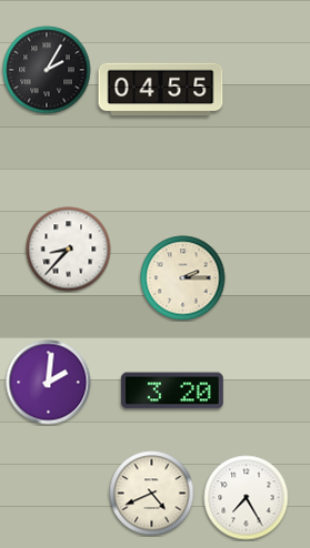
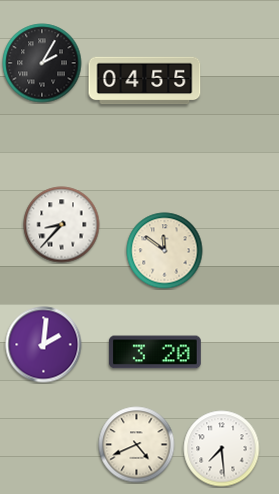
clock at (183, 278): 2:15 -> 11:51
clock at (247, 498): 7:25 -> 7:29
